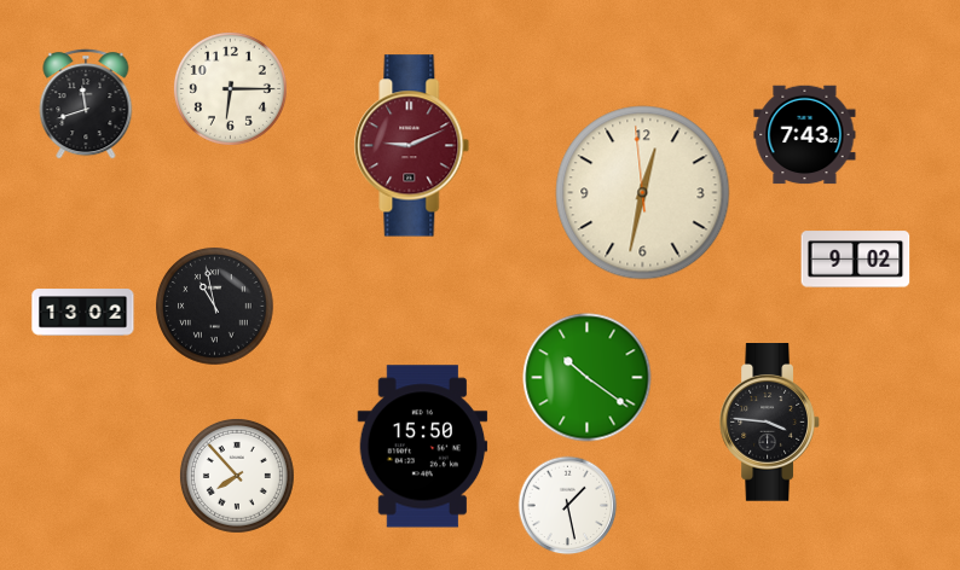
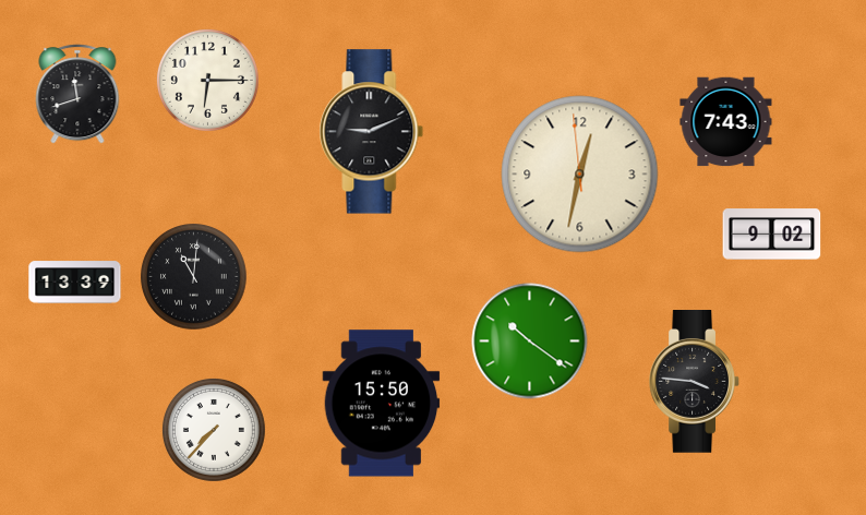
clock at (412, 146) dial: burgundy -> black
clock at (215, 307): 10:58 -> 11:01
clock at (83, 313): 13:02 -> 13:39
clock at (237, 476): 7:53 -> 7:37
clock at (568, 506): 1:28 -> none
